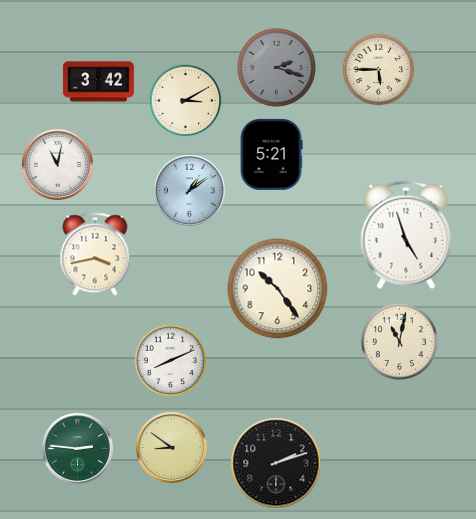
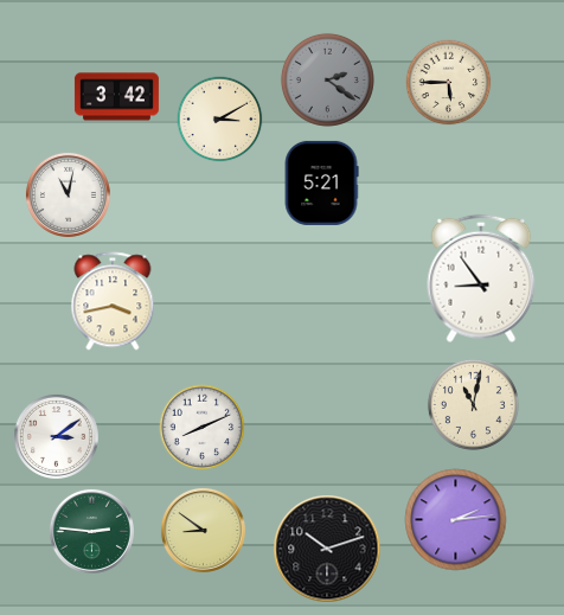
clock at (276, 67): 2:18 -> 2:21
clock at (189, 190): 1:09 -> none
clock at (406, 235): 4:57 -> 8:54
clock at (278, 289): 10:24 -> none
clock at (56, 436): none -> 3:09
clock at (456, 520): none -> 2:14
clock at (276, 463): 2:12 -> 10:12
